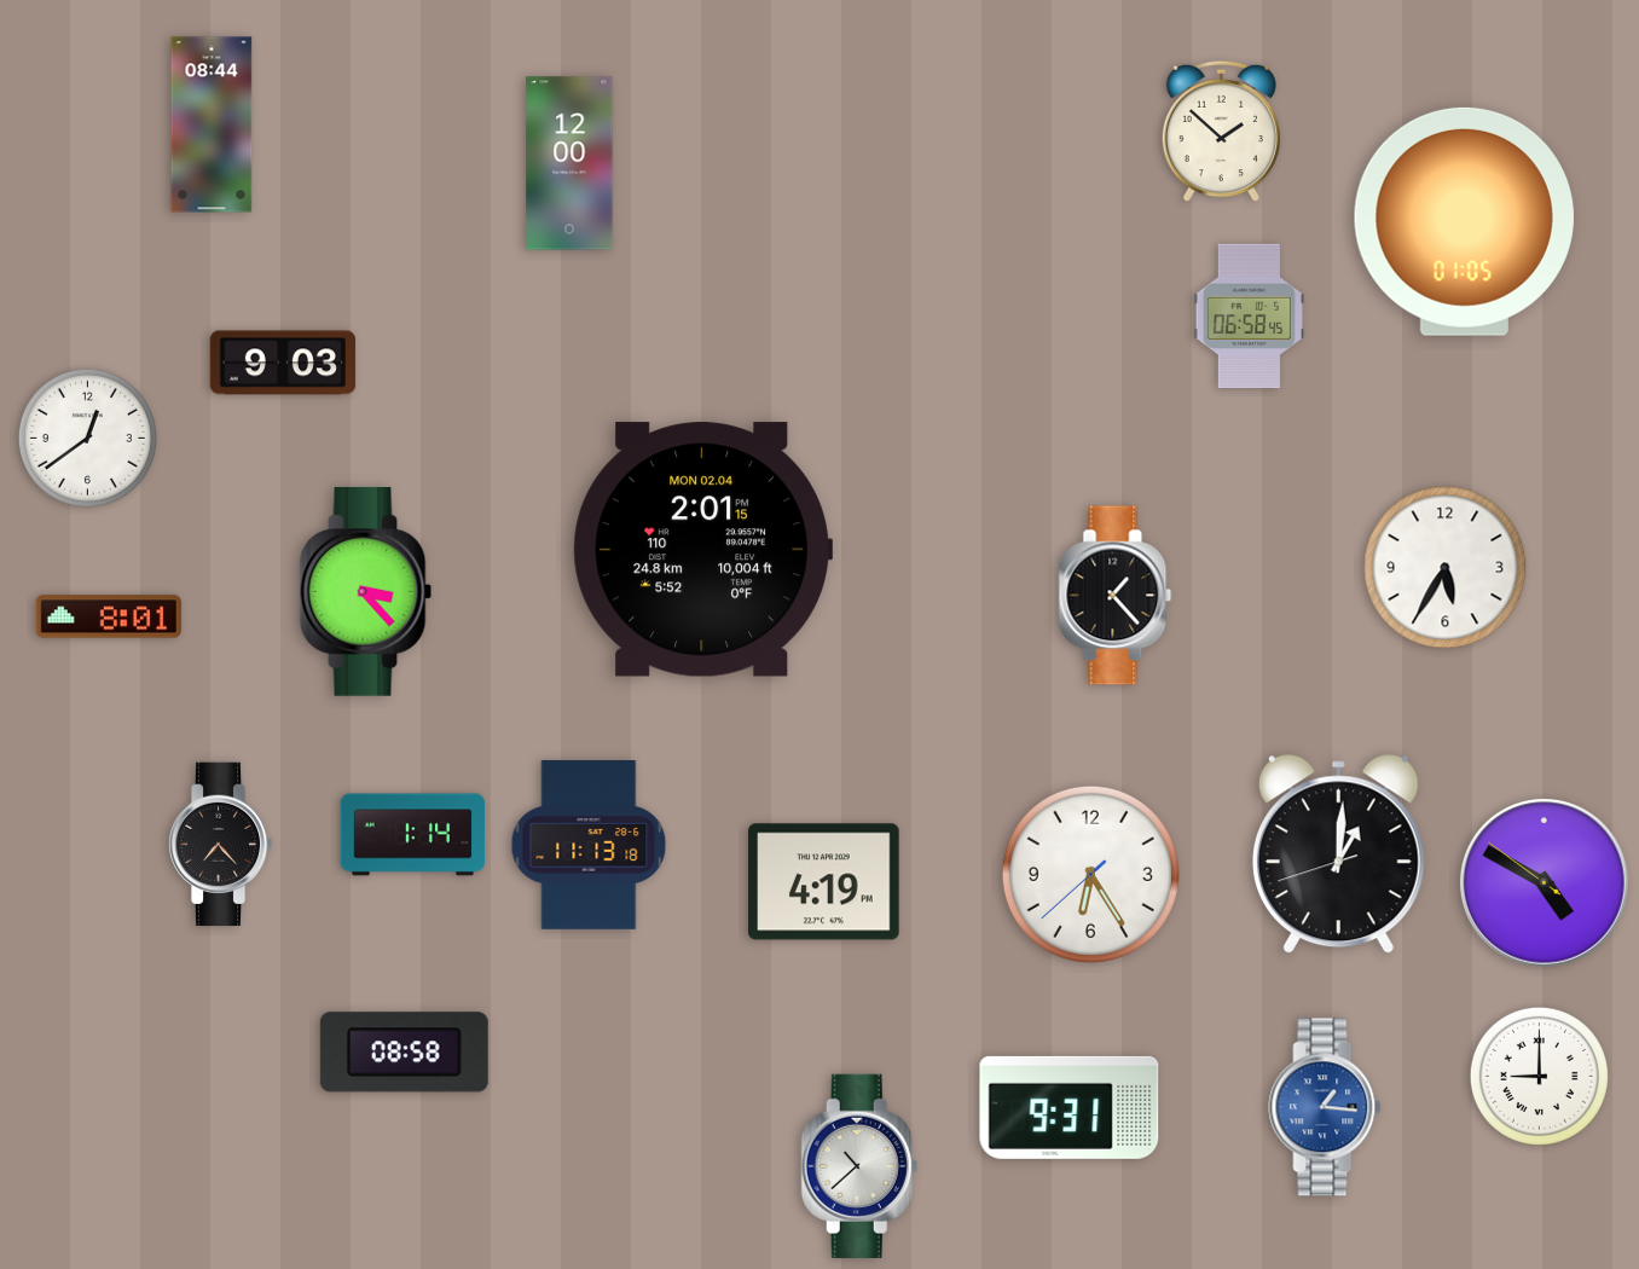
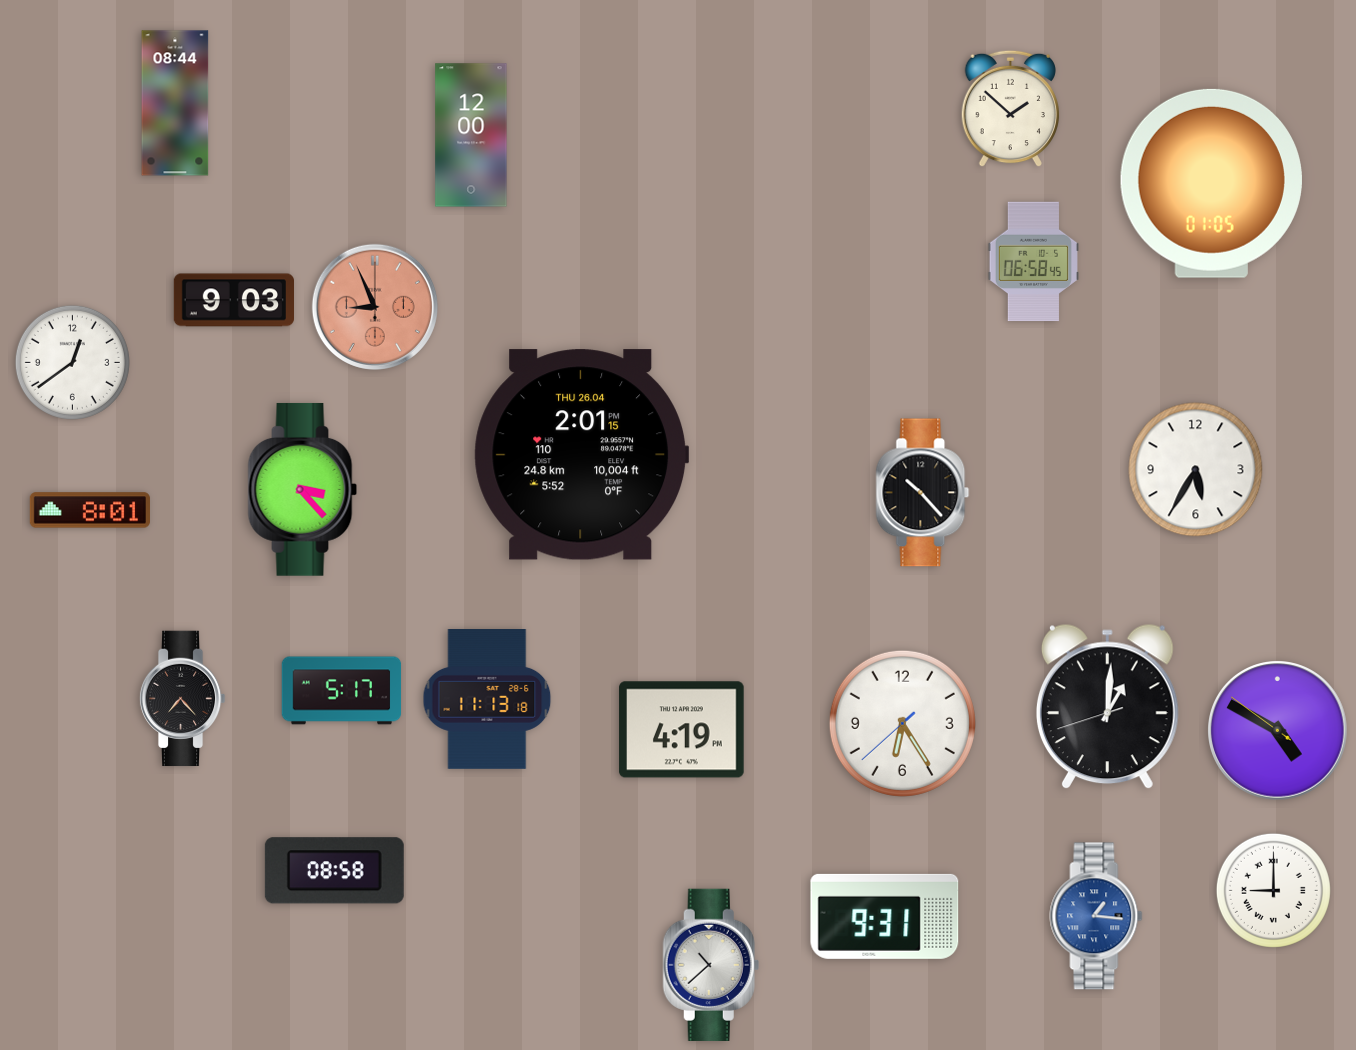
clock at (375, 307): none -> 8:56
clock at (702, 550) date: MON 02.04 -> THU 26.04
clock at (1116, 596): 1:23 -> 10:23
clock at (413, 835): 1:14 -> 5:17
